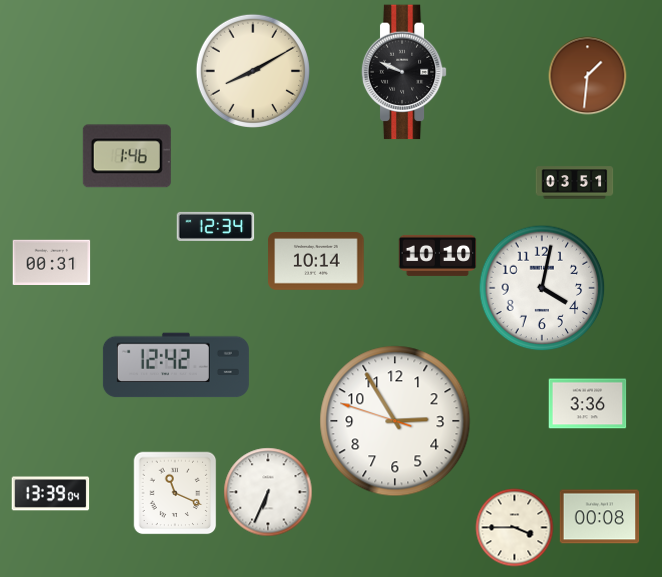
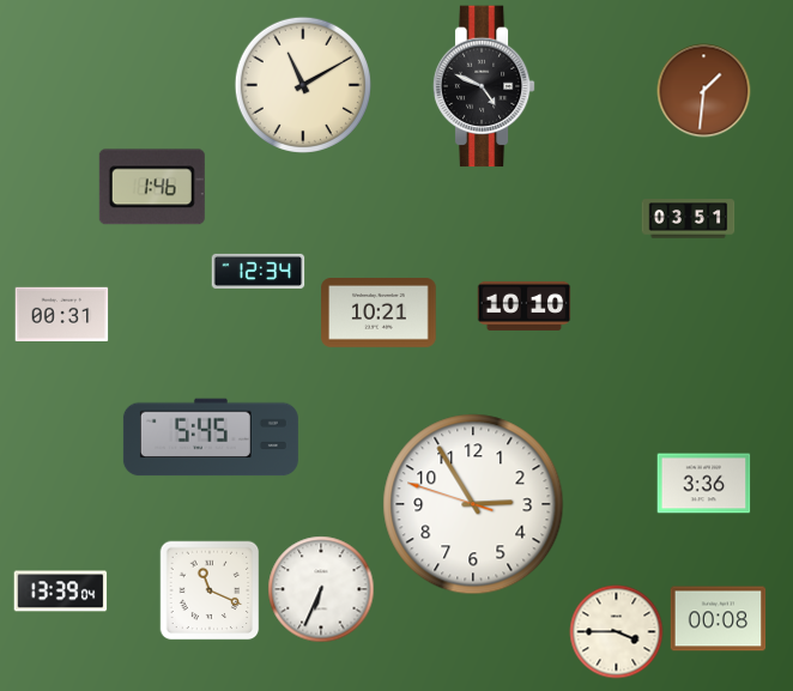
clock at (253, 71): 8:10 -> 11:10
clock at (404, 72): 9:49 -> 4:49
clock at (316, 262): 10:14 -> 10:21
clock at (542, 288): 4:02 -> none
clock at (176, 365): 12:42 -> 5:45
